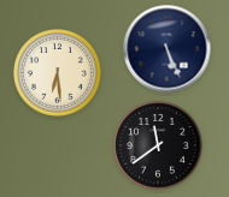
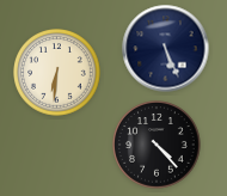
clock at (58, 73): 6:29 -> 6:31
clock at (158, 145): 11:39 -> 4:23
